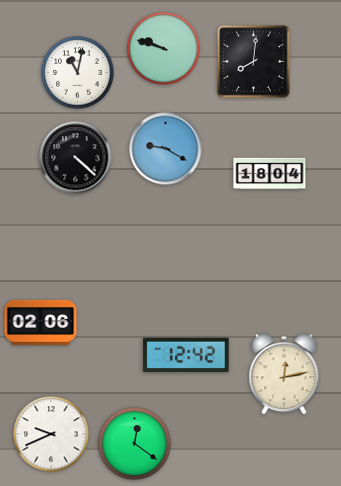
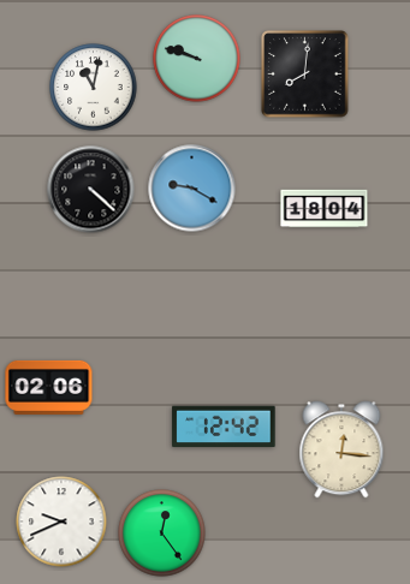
clock at (166, 149) position: (166, 149) -> (192, 189)
clock at (284, 374): 12:13 -> 12:16
clock at (135, 444): 12:21 -> 12:24
